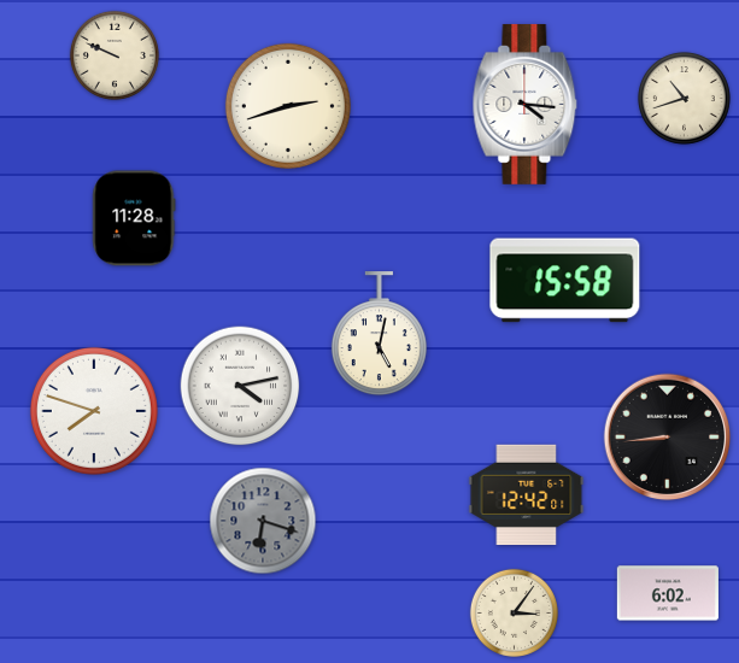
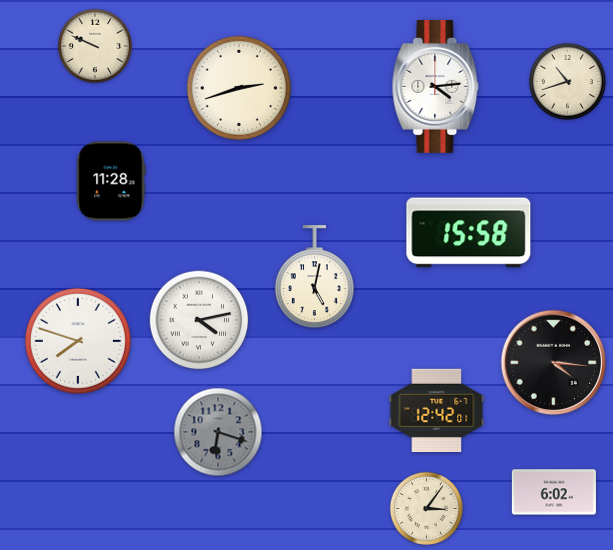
clock at (526, 104): 4:16 -> 4:14
clock at (668, 438): 8:44 -> 4:16
